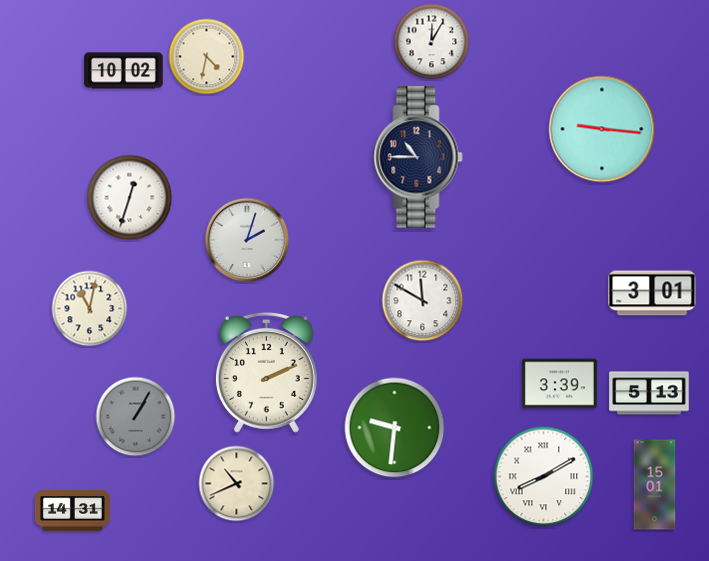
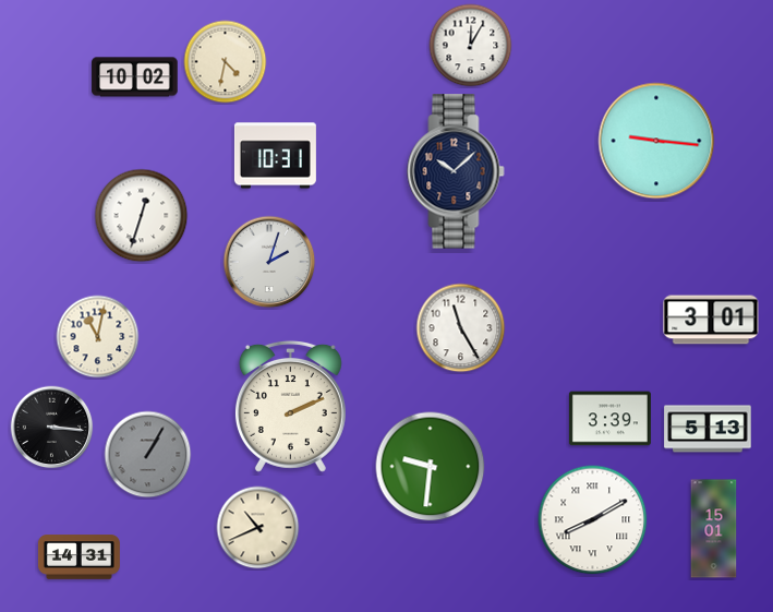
clock at (275, 156): none -> 10:31
clock at (418, 157): 10:45 -> 10:08
clock at (423, 301): 11:50 -> 11:25
clock at (52, 428): none -> 3:16
